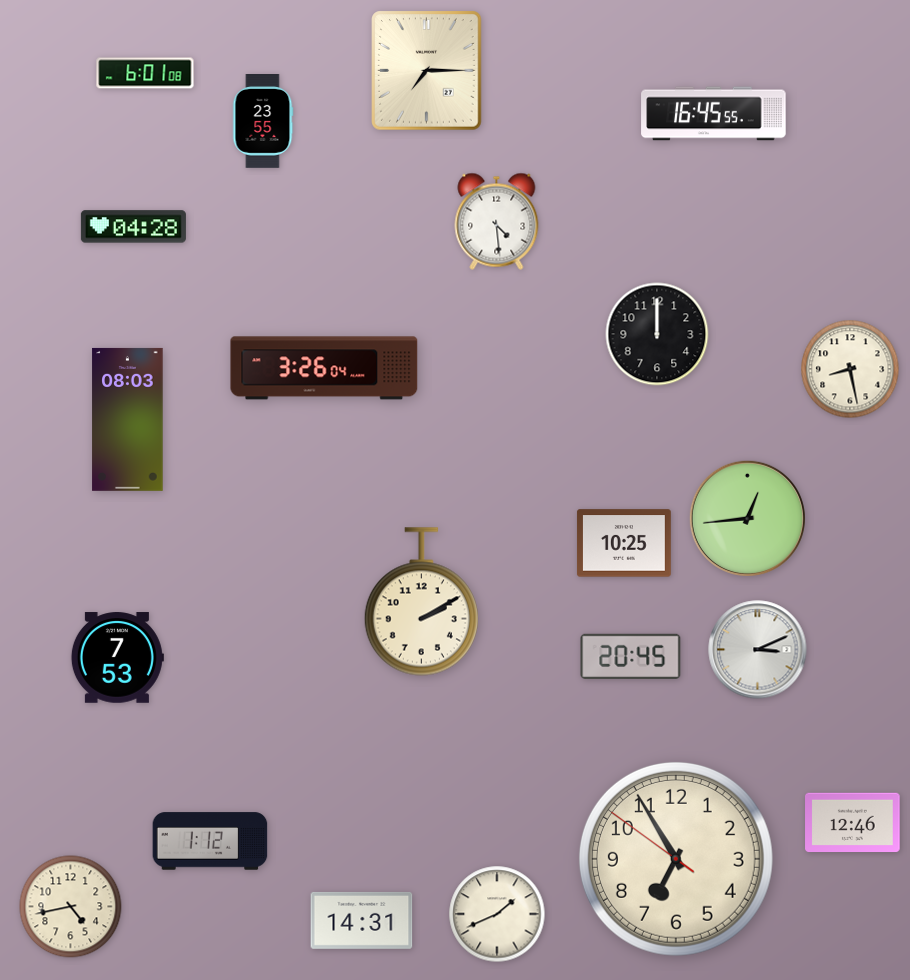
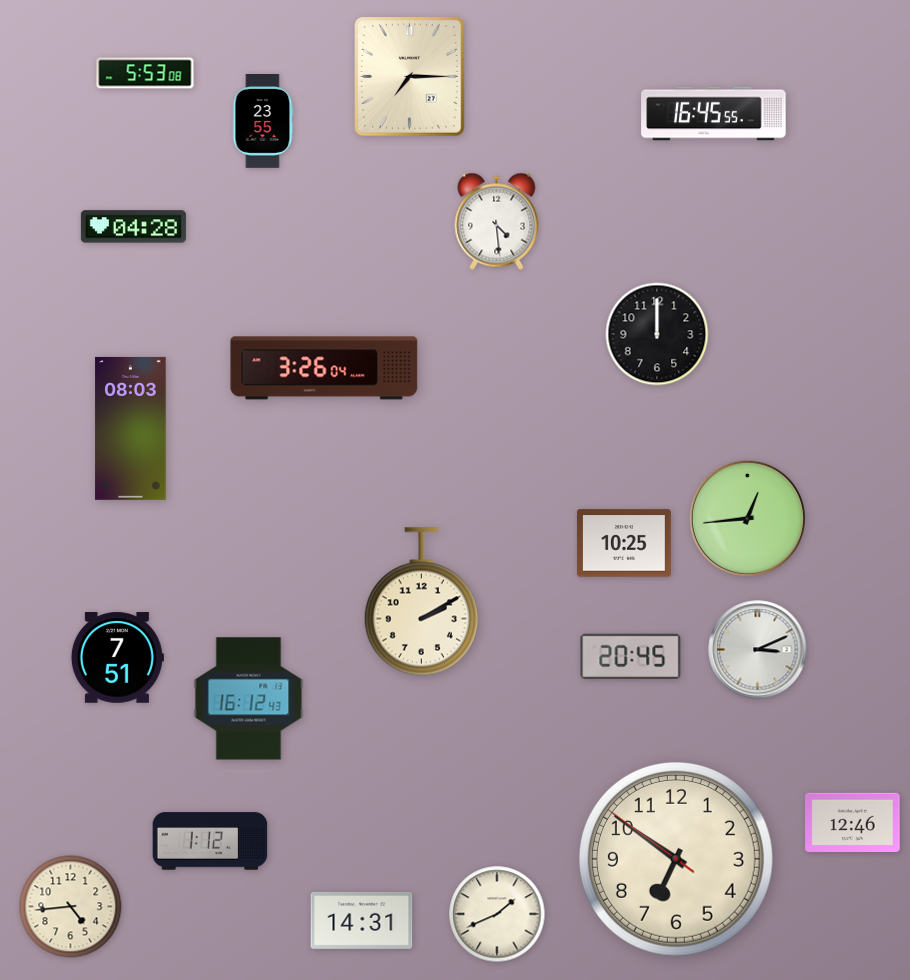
clock at (427, 71) position: (427, 71) -> (410, 77)
clock at (145, 73): 6:01 -> 5:53
clock at (850, 369): 8:28 -> none
clock at (128, 419) position: (128, 419) -> (131, 428)
clock at (117, 658): 7:53 -> 7:51
clock at (249, 699): none -> 16:12
clock at (676, 859): 6:54 -> 6:50
clock at (71, 907): 4:43 -> 4:44
